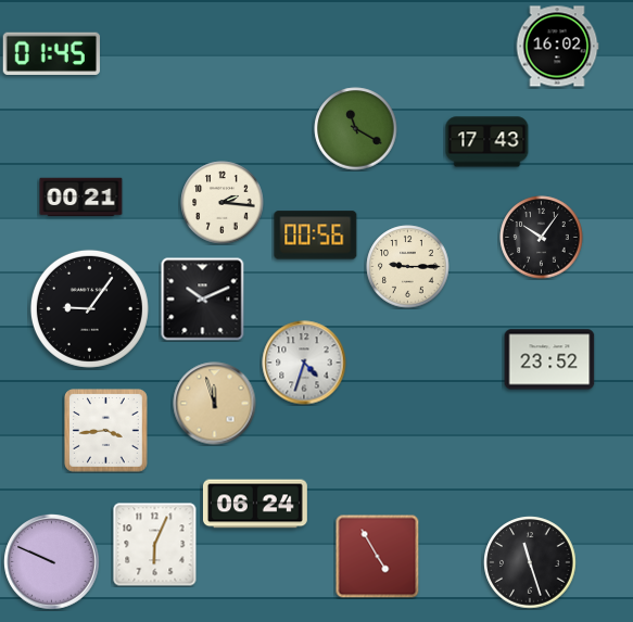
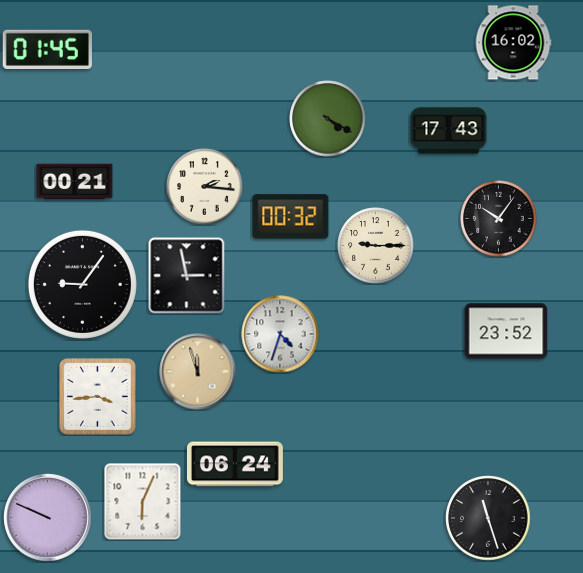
clock at (356, 129): 11:20 -> 4:20
clock at (316, 236): 00:56 -> 00:32
clock at (203, 300): 10:11 -> 2:58
clock at (377, 556): 4:55 -> none
